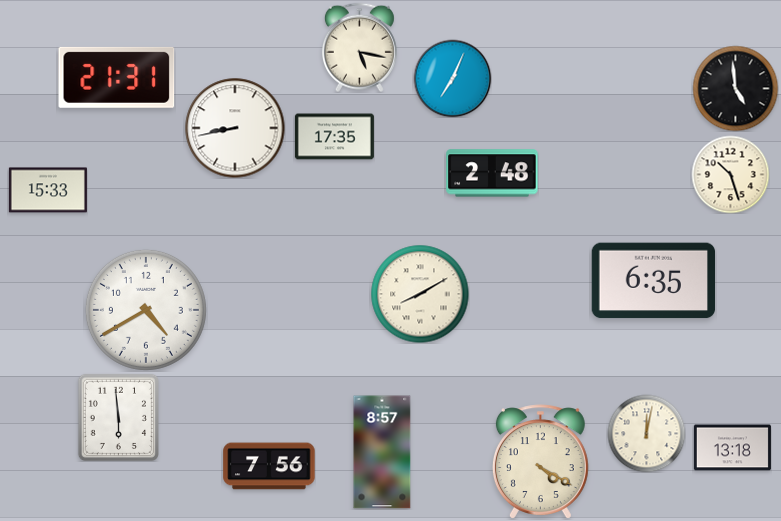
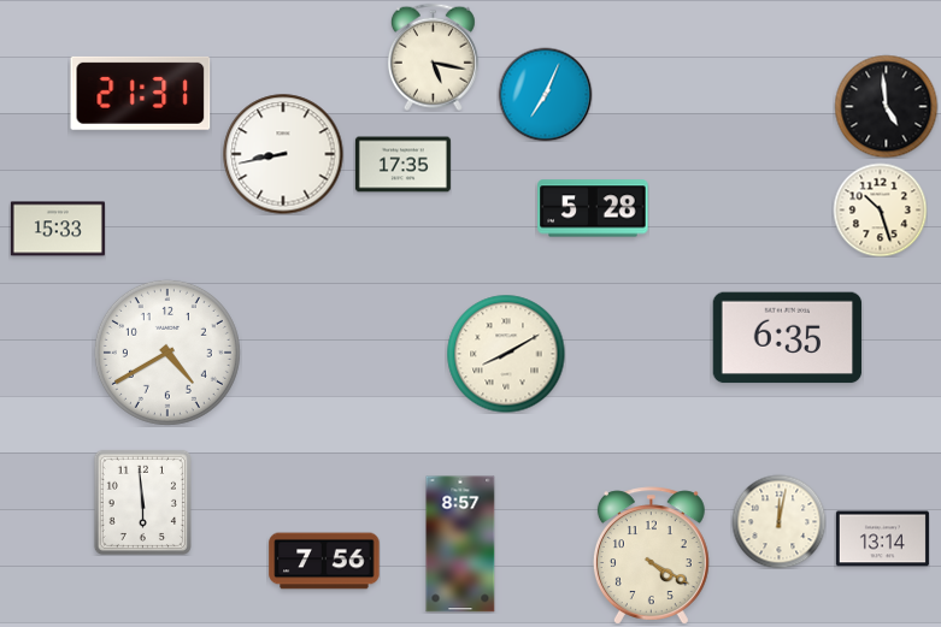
clock at (492, 173): 2:48 -> 5:28
clock at (146, 310) position: (146, 310) -> (167, 353)
clock at (732, 448): 13:18 -> 13:14
